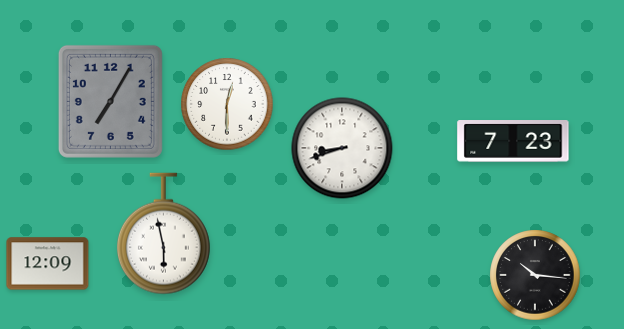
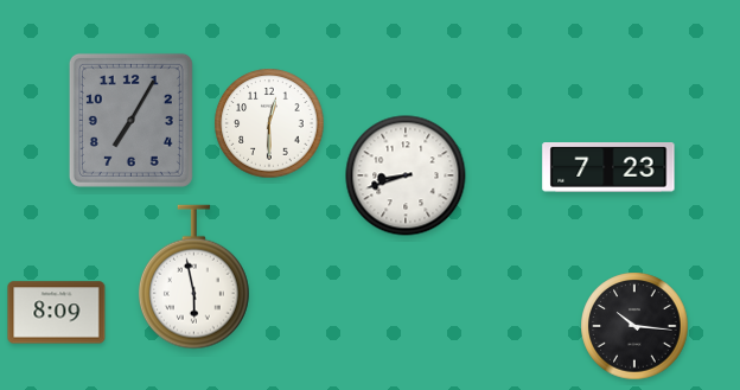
clock at (48, 264): 12:09 -> 8:09
